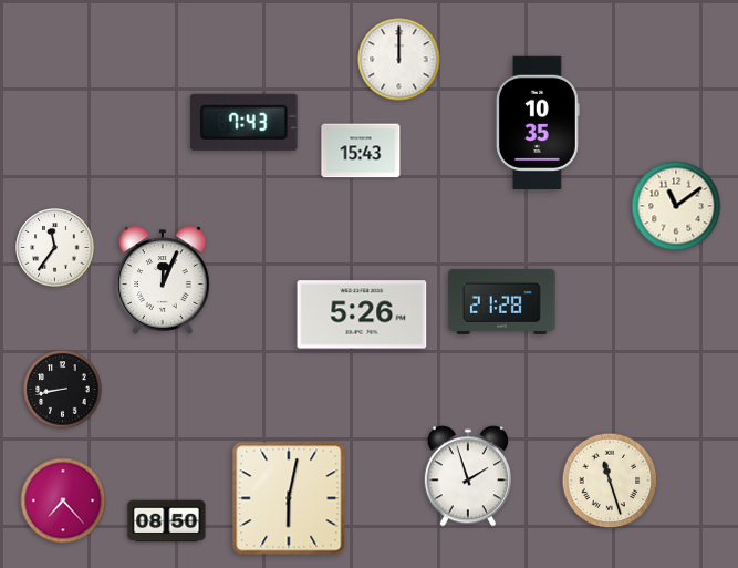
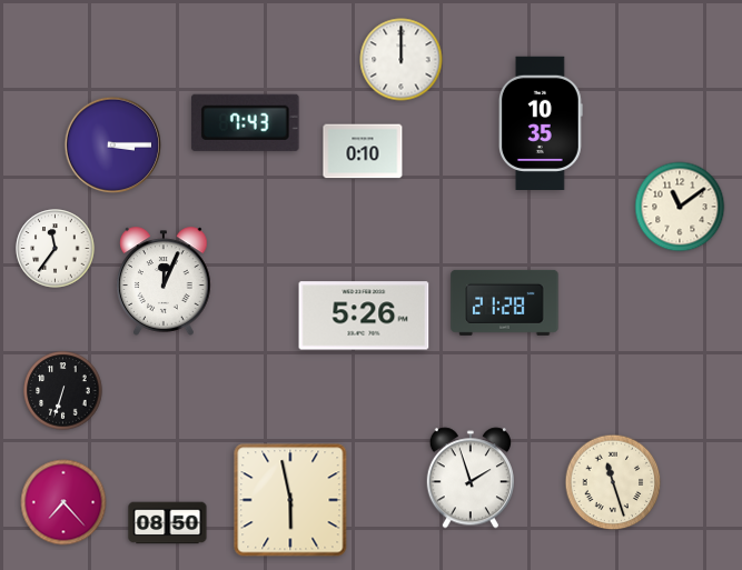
clock at (113, 146): none -> 3:15
clock at (361, 151): 15:43 -> 0:10
clock at (63, 390): 8:43 -> 6:33
clock at (289, 498): 6:02 -> 5:58
